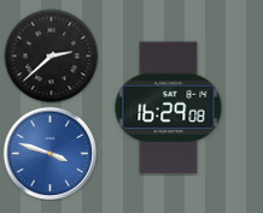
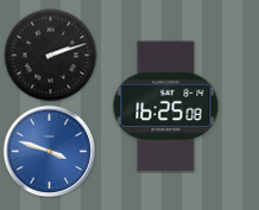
clock at (51, 55): 2:38 -> 2:12
clock at (169, 108): 16:29 -> 16:25
